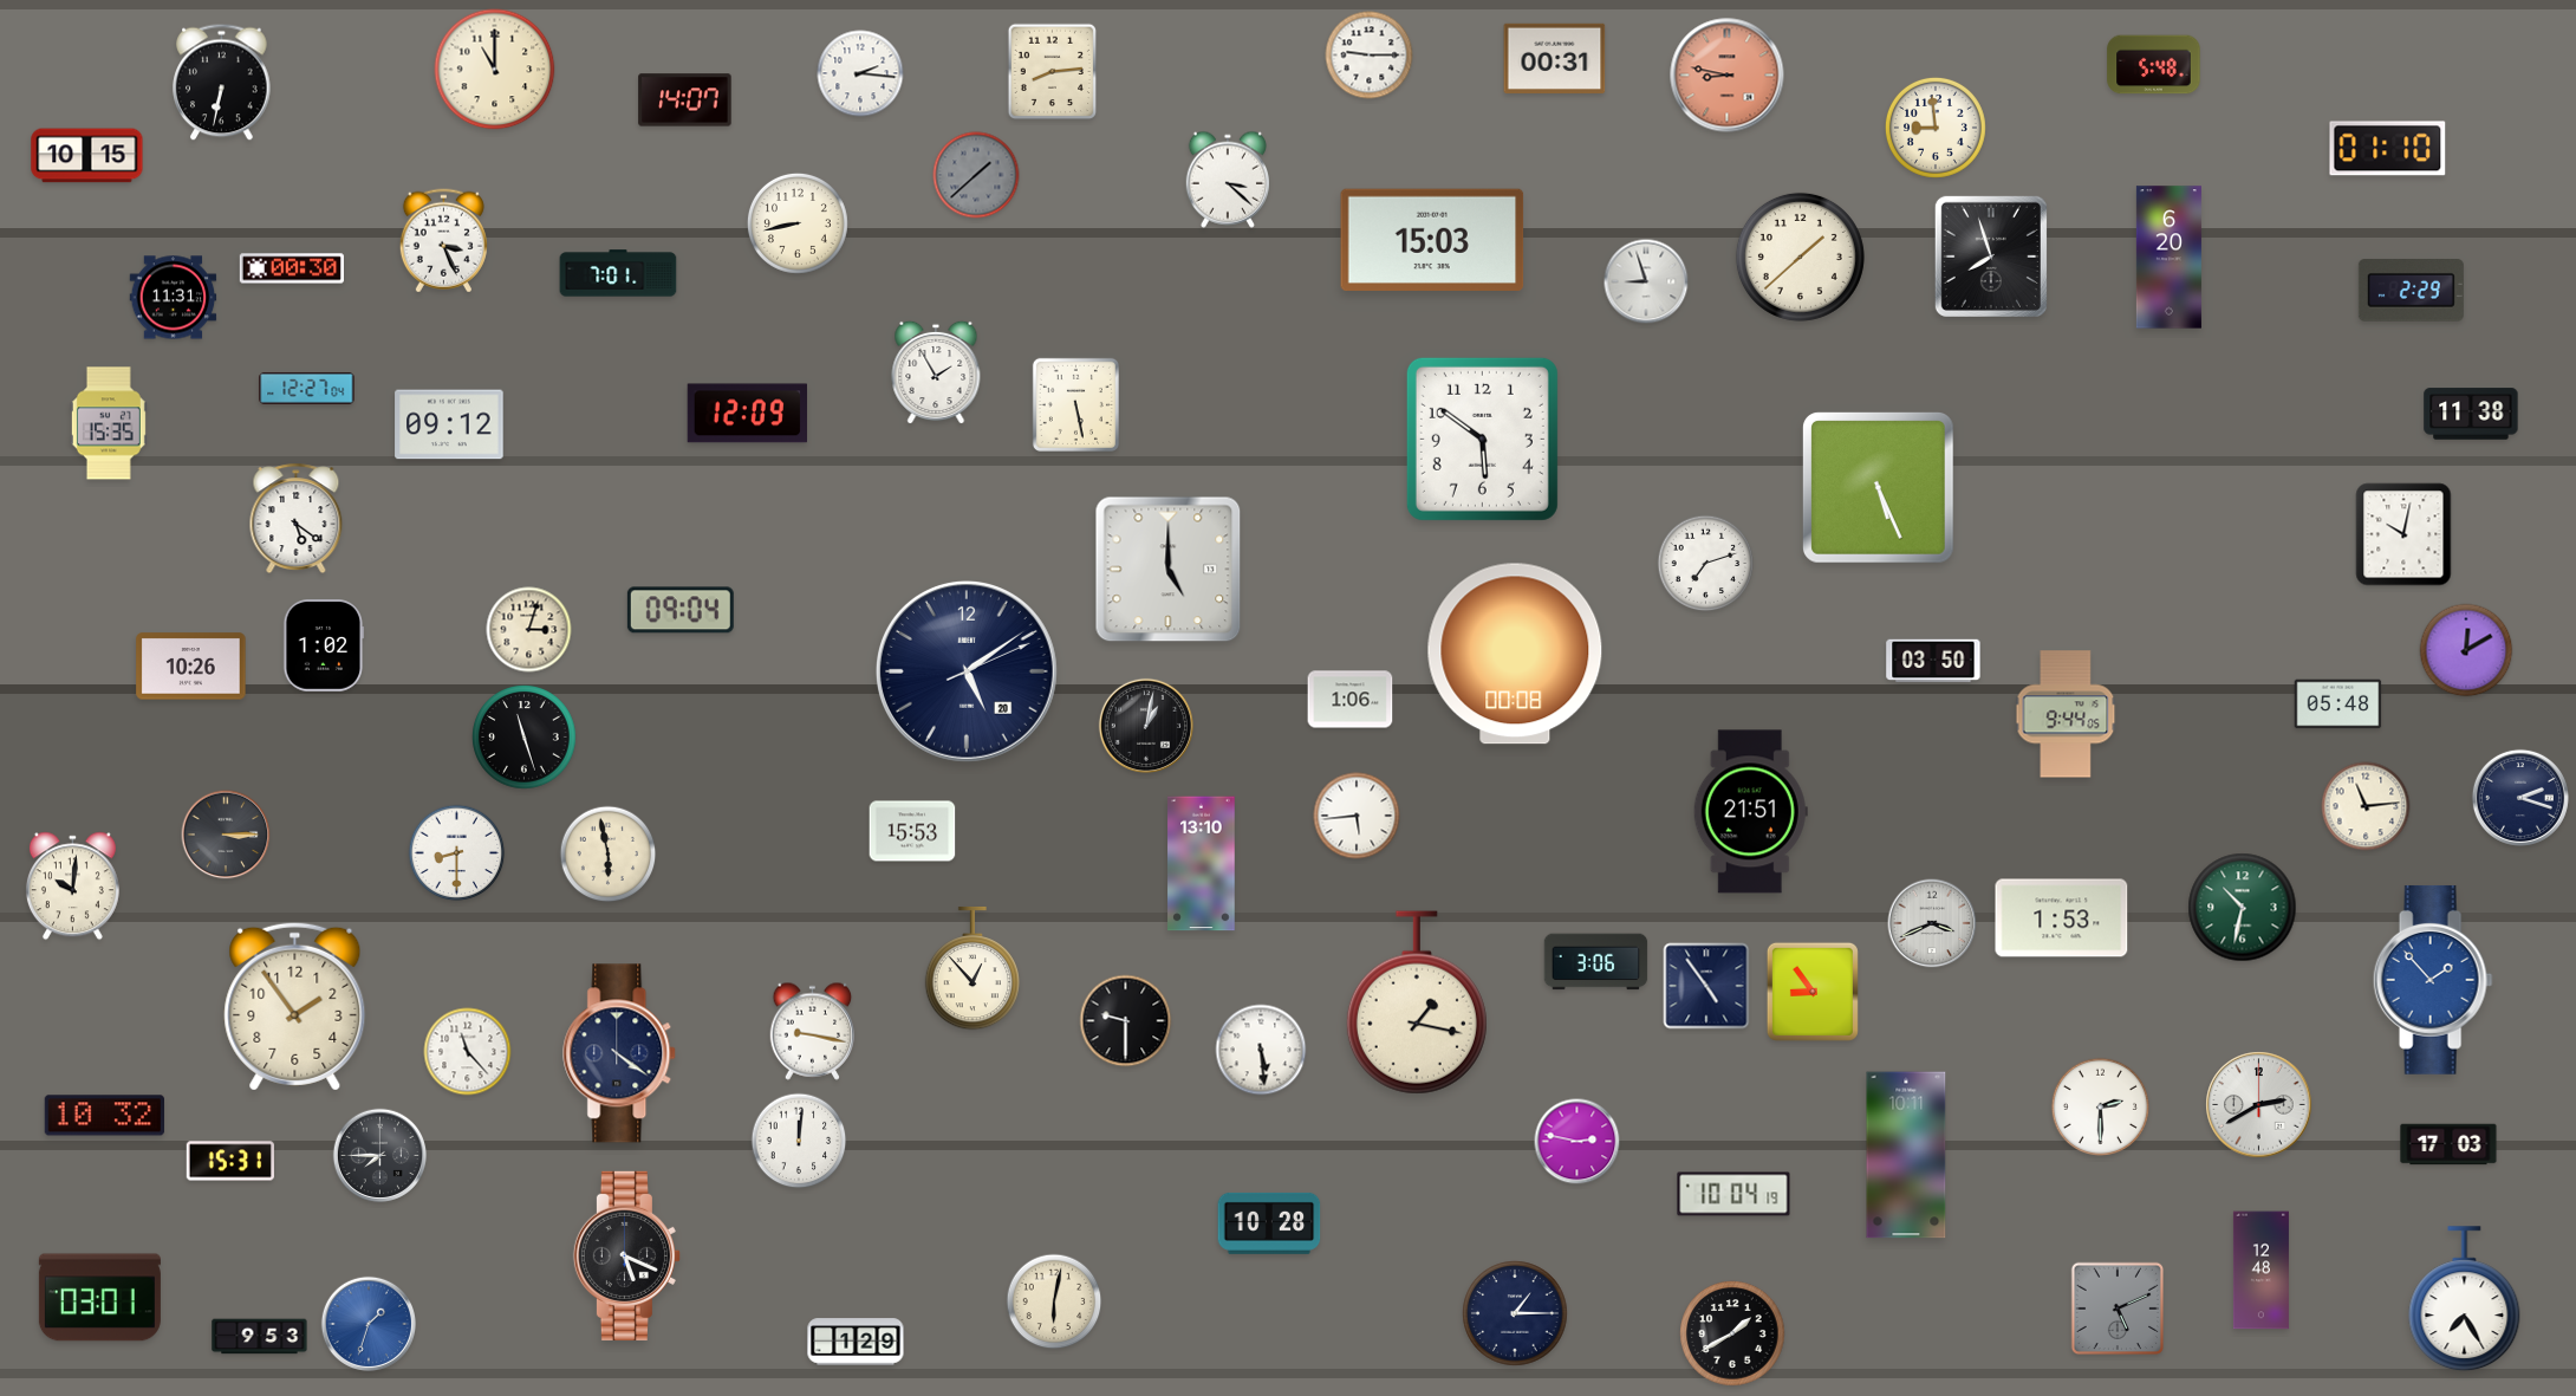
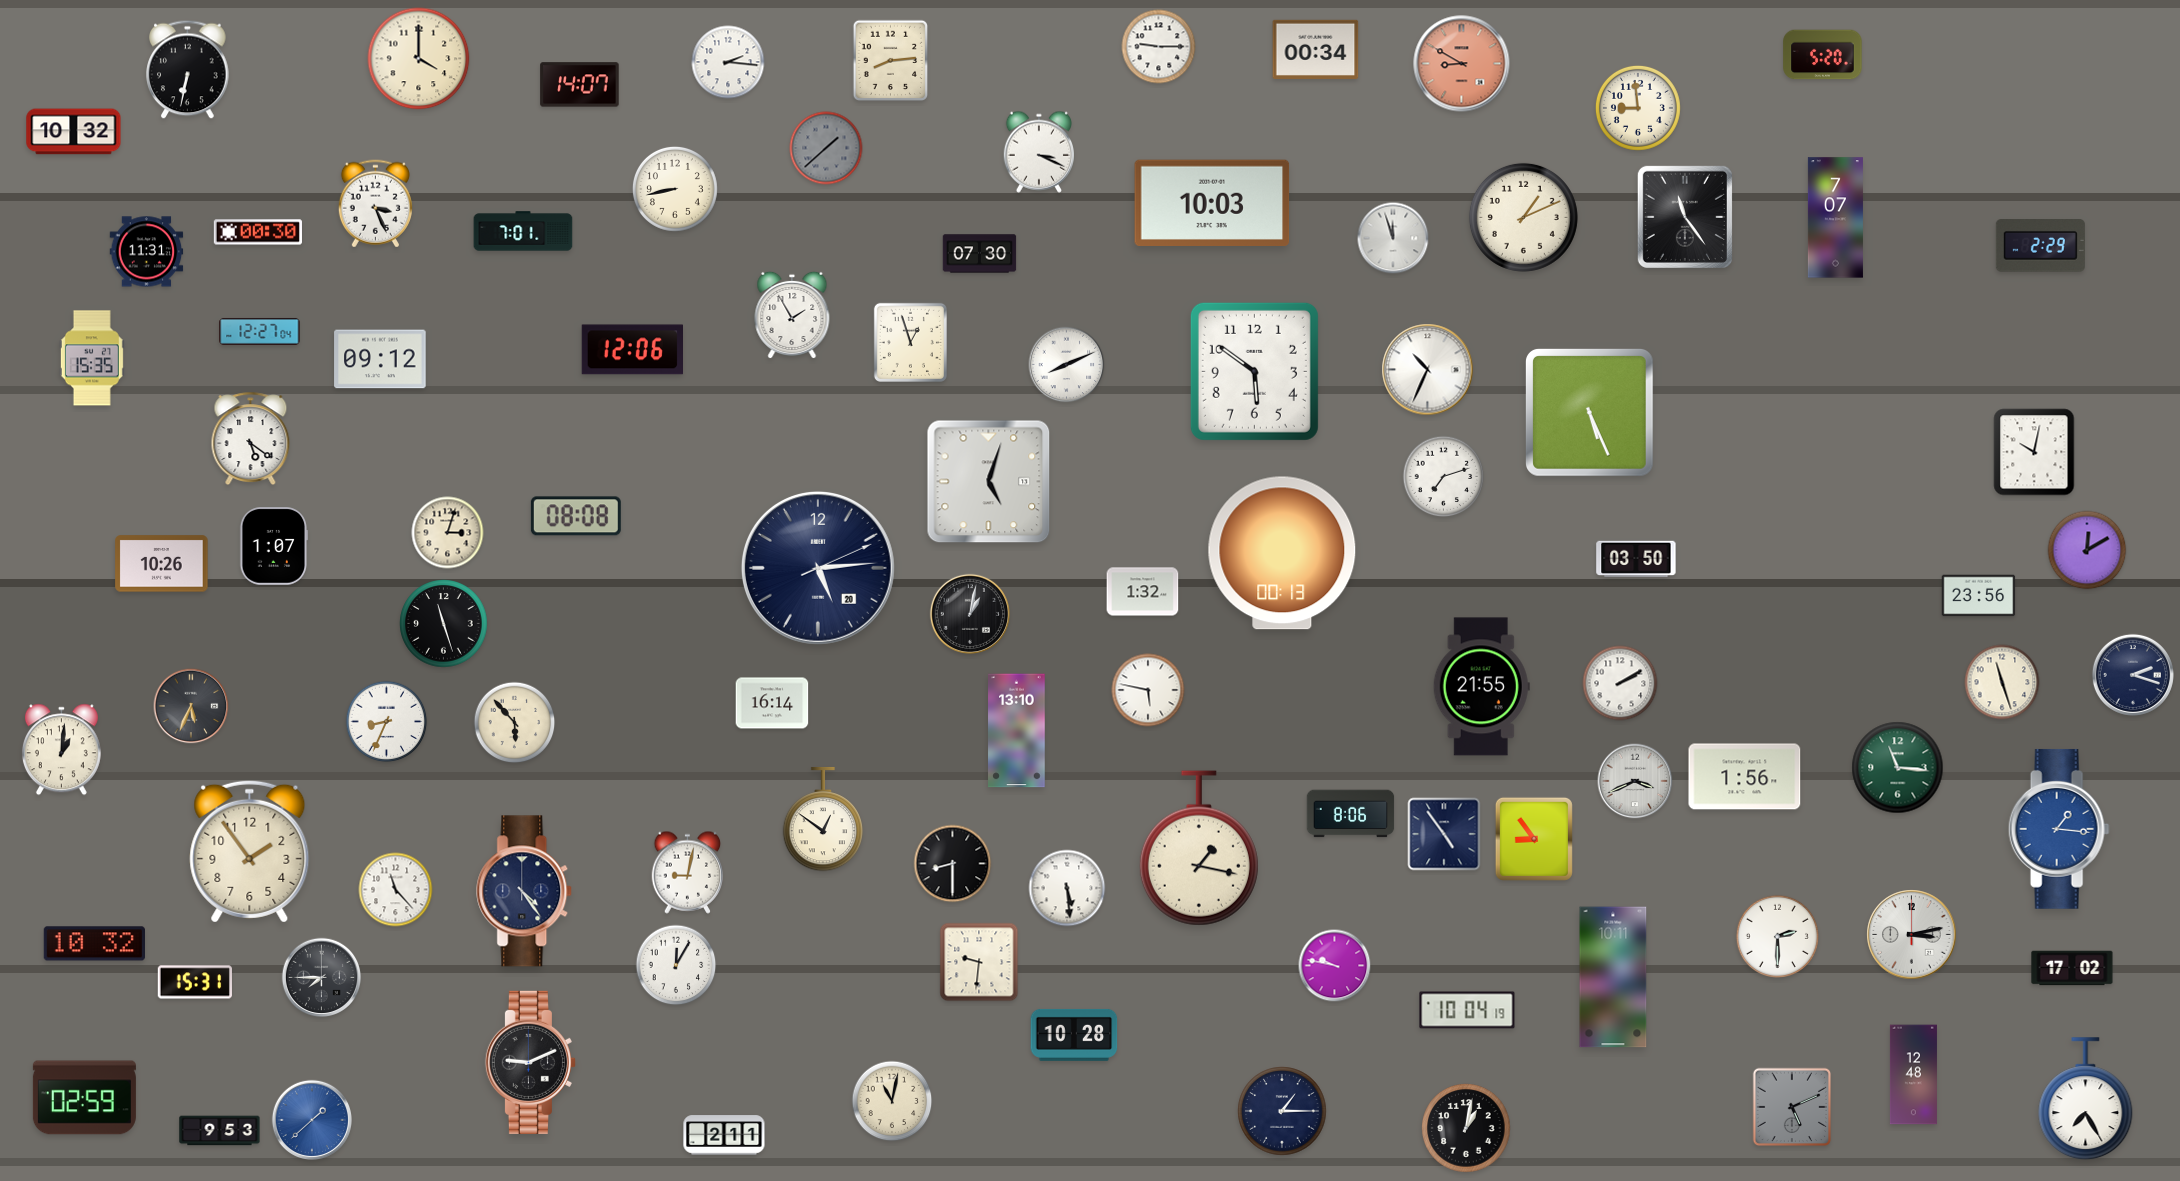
clock at (1555, 58): 00:31 -> 00:34
clock at (2154, 65): 5:48 -> 5:20
clock at (495, 70): 11:00 -> 4:00
clock at (1728, 76): 8:47 -> 8:50
clock at (2388, 149): 01:10 -> none
clock at (87, 156): 10:15 -> 10:32
clock at (1227, 180): 3:22 -> 3:19
clock at (1432, 239): 15:03 -> 10:03
clock at (1800, 257): 1:38 -> 1:11
clock at (1991, 257): 7:57 -> 11:24
clock at (2168, 258): 6:20 -> 7:07
clock at (292, 268) position: (292, 268) -> (258, 232)
clock at (1646, 281): 8:57 -> 11:57
clock at (980, 254): none -> 07:30
clock at (307, 388) position: (307, 388) -> (260, 331)
clock at (1075, 404): 5:28 -> 12:57
clock at (747, 414): 12:09 -> 12:06
clock at (2471, 414): 11:38 -> none
clock at (1067, 365): none -> 8:11
clock at (1428, 370): none -> 10:34
clock at (1169, 570): 5:00 -> 5:03
clock at (681, 610): 09:04 -> 08:08
clock at (324, 645): 1:02 -> 1:07
clock at (1515, 654): 00:08 -> 00:13
clock at (967, 671): 5:09 -> 5:14
clock at (1351, 700): 1:06 -> 1:32
clock at (2338, 705): 05:48 -> 23:56
clock at (2066, 714): 9:44 -> none
clock at (2366, 806): 11:14 -> 11:27
clock at (1620, 683): none -> 2:10
clock at (1750, 812): 21:51 -> 21:55
clock at (1357, 816): 5:44 -> 5:47
clock at (912, 831): 15:53 -> 16:14
clock at (226, 835): 3:15 -> 5:34
clock at (457, 853): 8:30 -> 8:34
clock at (609, 855): 5:58 -> 5:53
clock at (72, 887): 10:01 -> 1:01
clock at (2243, 908): 10:32 -> 11:16
clock at (2062, 918): 1:53 -> 1:56
clock at (1596, 962): 3:06 -> 8:06
clock at (972, 968): 12:53 -> 12:51
clock at (2433, 980): 1:53 -> 1:16
clock at (1126, 1021): 9:30 -> 8:30
clock at (813, 1031): 9:17 -> 9:02
clock at (620, 1053): 4:21 -> 4:24
clock at (2259, 1105): 2:40 -> 3:13
clock at (104, 1116) position: (104, 1116) -> (94, 944)
clock at (979, 962): none -> 9:31
clock at (799, 1141): 12:01 -> 12:05
clock at (1578, 1142): 2:47 -> 9:47
clock at (2448, 1144): 17:03 -> 17:02
clock at (626, 1255): 5:19 -> 9:11
clock at (99, 1298): 03:01 -> 02:59
clock at (1054, 1301): 6:02 -> 11:02
clock at (367, 1323): 1:33 -> 1:38
clock at (1732, 1333): 1:40 -> 1:02
clock at (856, 1342): 1:29 -> 2:11
